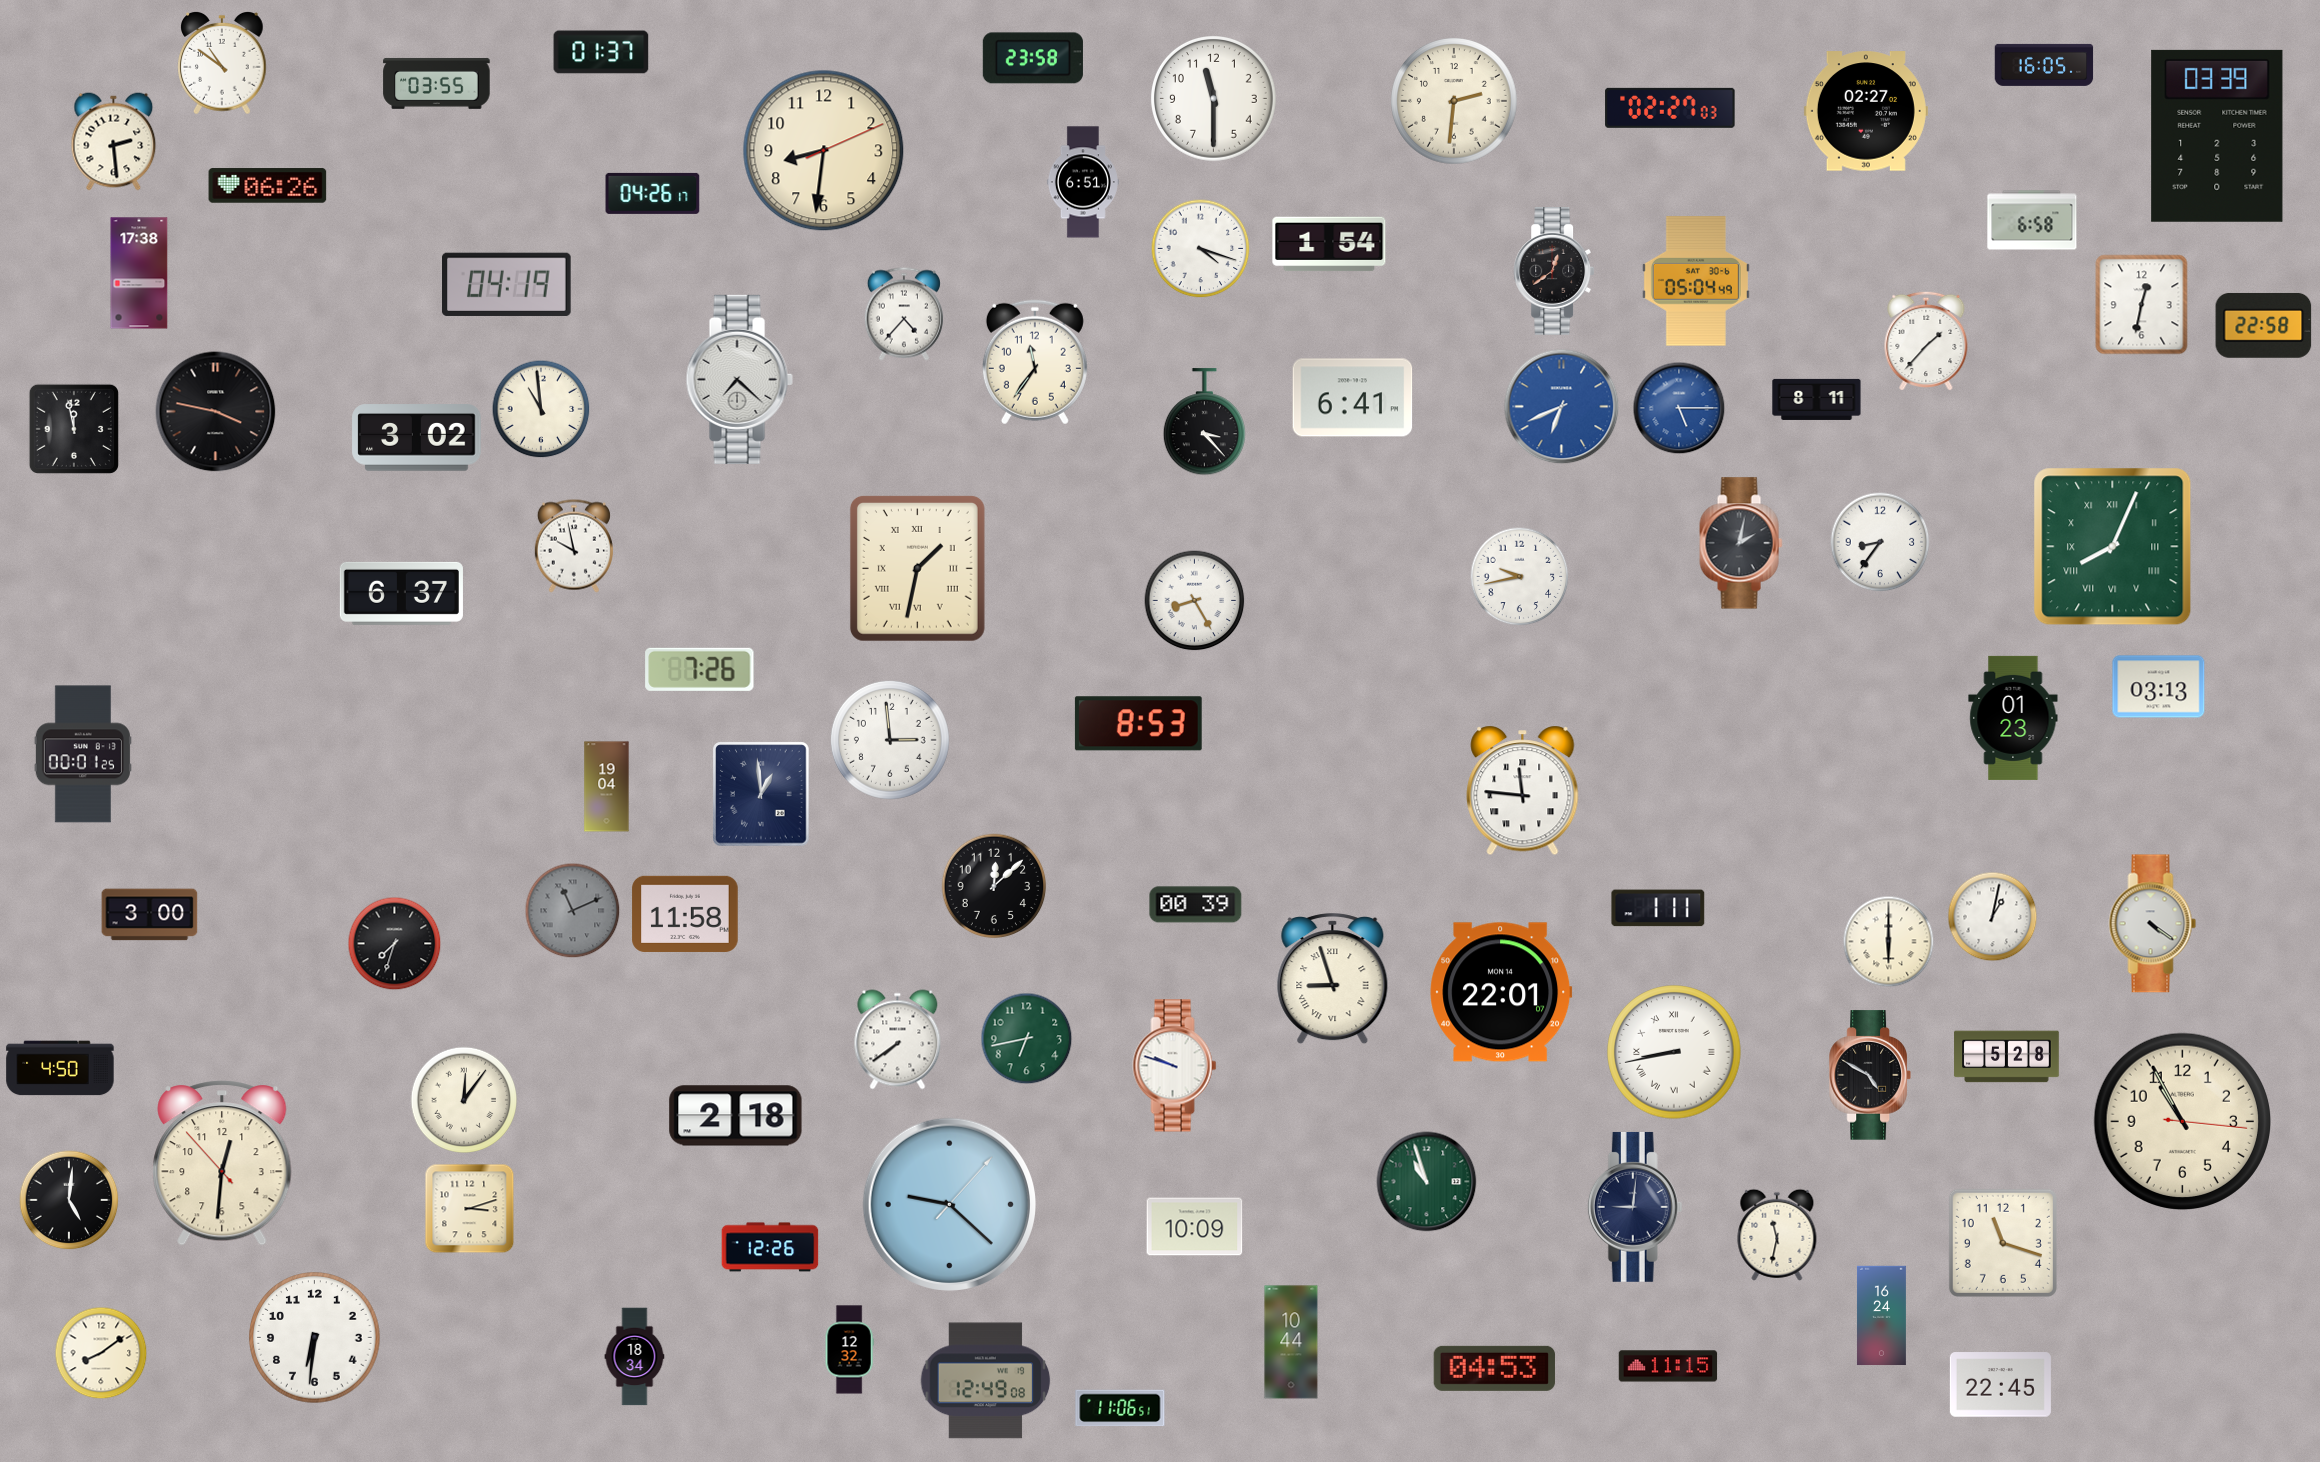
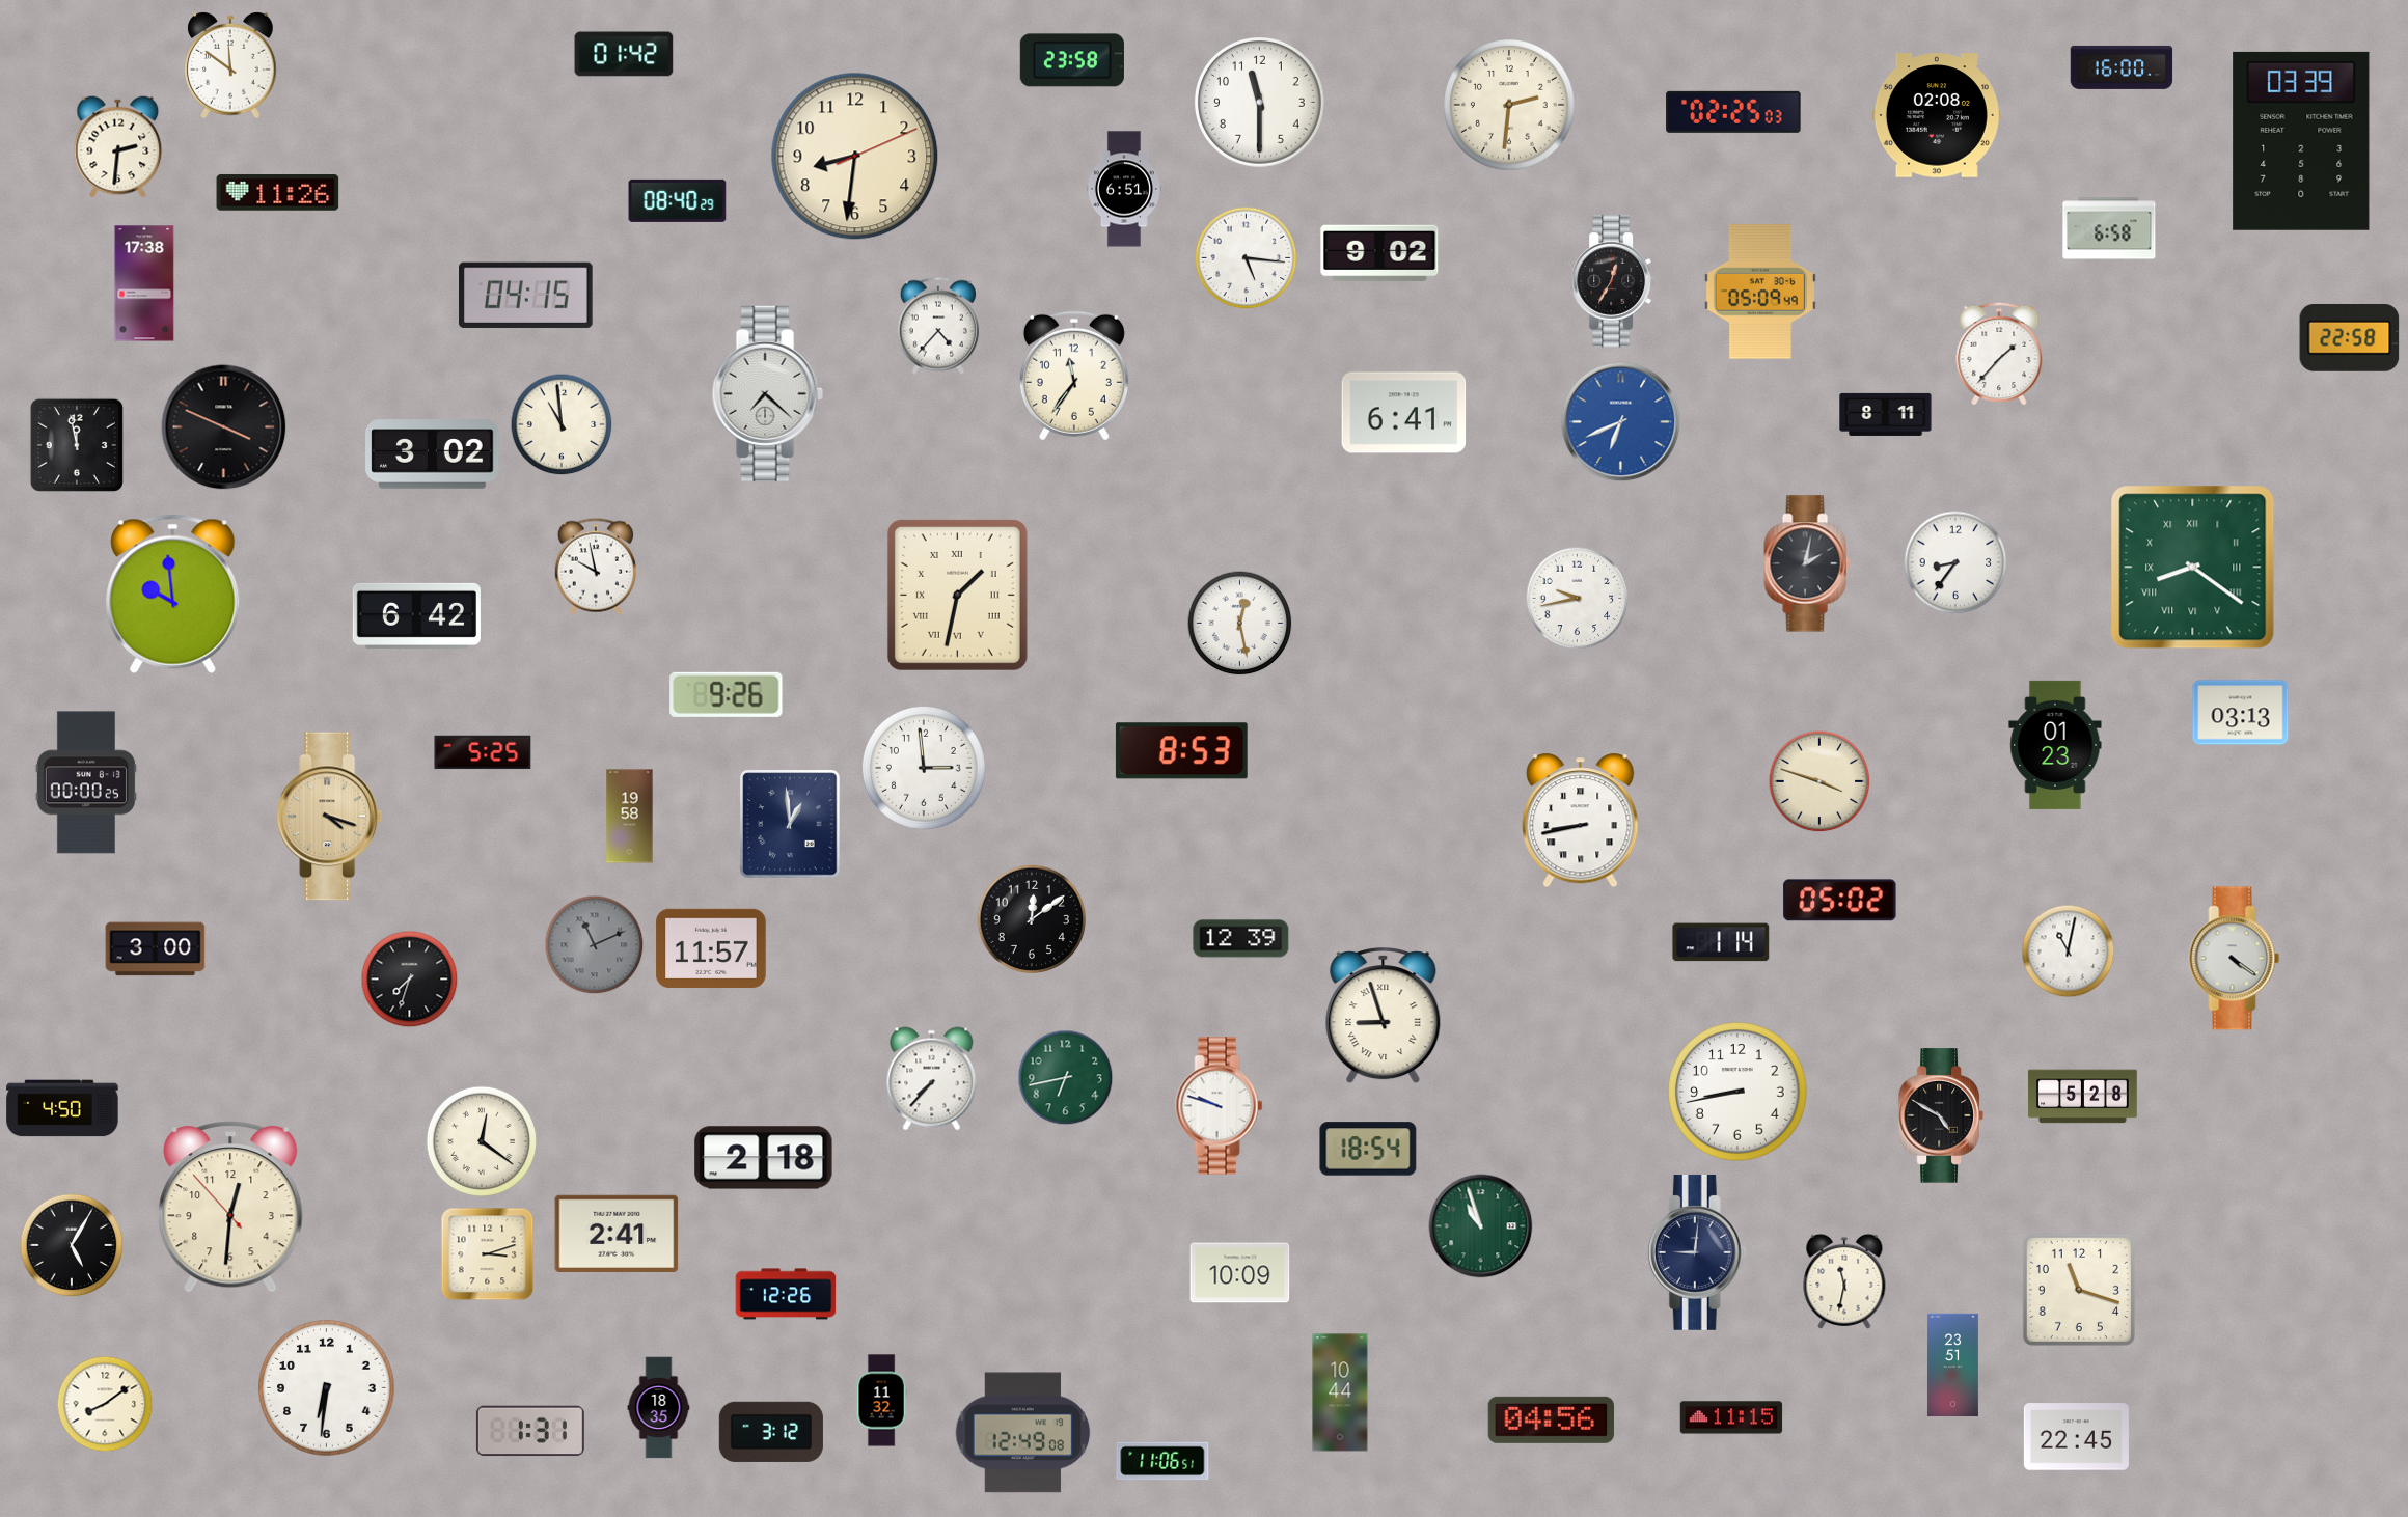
clock at (601, 52): 01:37 -> 01:42
clock at (222, 64): 10:51 -> 11:51
clock at (2044, 65): 16:05 -> 16:00
clock at (437, 83): 03:55 -> none
clock at (1670, 108): 02:27 -> 02:25
clock at (1866, 111): 02:27 -> 02:08
clock at (114, 142): 2:29 -> 2:31
clock at (268, 186): 06:26 -> 11:26
clock at (653, 193): 04:26 -> 08:40
clock at (1329, 244): 1:54 -> 9:02
clock at (1201, 249): 4:18 -> 5:16
clock at (1554, 271): 12:39 -> 12:35
clock at (1696, 281): 05:04 -> 05:09
clock at (507, 284): 04:19 -> 04:15
clock at (2142, 305): 12:32 -> none
clock at (1679, 408): 5:15 -> none
clock at (216, 412): 3:47 -> 3:49
clock at (1204, 422): 3:23 -> none
clock at (1880, 542) position: (1880, 542) -> (1955, 562)
clock at (2113, 547): 8:04 -> 8:21
clock at (917, 568) position: (917, 568) -> (957, 595)
clock at (173, 594): none -> 9:59
clock at (401, 593): 6:37 -> 6:42
clock at (1195, 601): 8:25 -> 12:28
clock at (700, 669): 7:26 -> 9:26
clock at (2013, 718) position: (2013, 718) -> (2055, 745)
clock at (483, 752): none -> 5:25
clock at (1819, 781): none -> 3:48
clock at (83, 754): 00:01 -> 00:00
clock at (330, 817): none -> 4:18
clock at (607, 787): 19:04 -> 19:58
clock at (1523, 791): 11:46 -> 8:43
clock at (1840, 901): none -> 05:02
clock at (994, 886): 12:08 -> 12:09
clock at (1196, 905): 00:39 -> 12:39
clock at (1658, 908): 1:11 -> 1:14
clock at (685, 914): 11:58 -> 11:57
clock at (1993, 917): 1:02 -> 11:02
clock at (1889, 942): 6:00 -> none
clock at (1501, 992): 22:01 -> none
clock at (898, 1040): 7:39 -> 7:37
clock at (1674, 1052) numerals: Roman -> Arabic
clock at (463, 1099): 12:06 -> 12:21
clock at (1368, 1149): none -> 18:54
clock at (2182, 1121): 10:55 -> none
clock at (617, 1233): none -> 2:41
clock at (69, 1200): 5:01 -> 5:05
clock at (949, 1204): 9:22 -> none
clock at (770, 1247) position: (770, 1247) -> (786, 1294)
clock at (1881, 1316): 16:24 -> 23:51
clock at (849, 1350): 12:32 -> 11:32
clock at (635, 1357): 18:34 -> 18:35
clock at (1494, 1368): 04:53 -> 04:56
clock at (530, 1431): none -> 1:31
clock at (771, 1432): none -> 3:12
